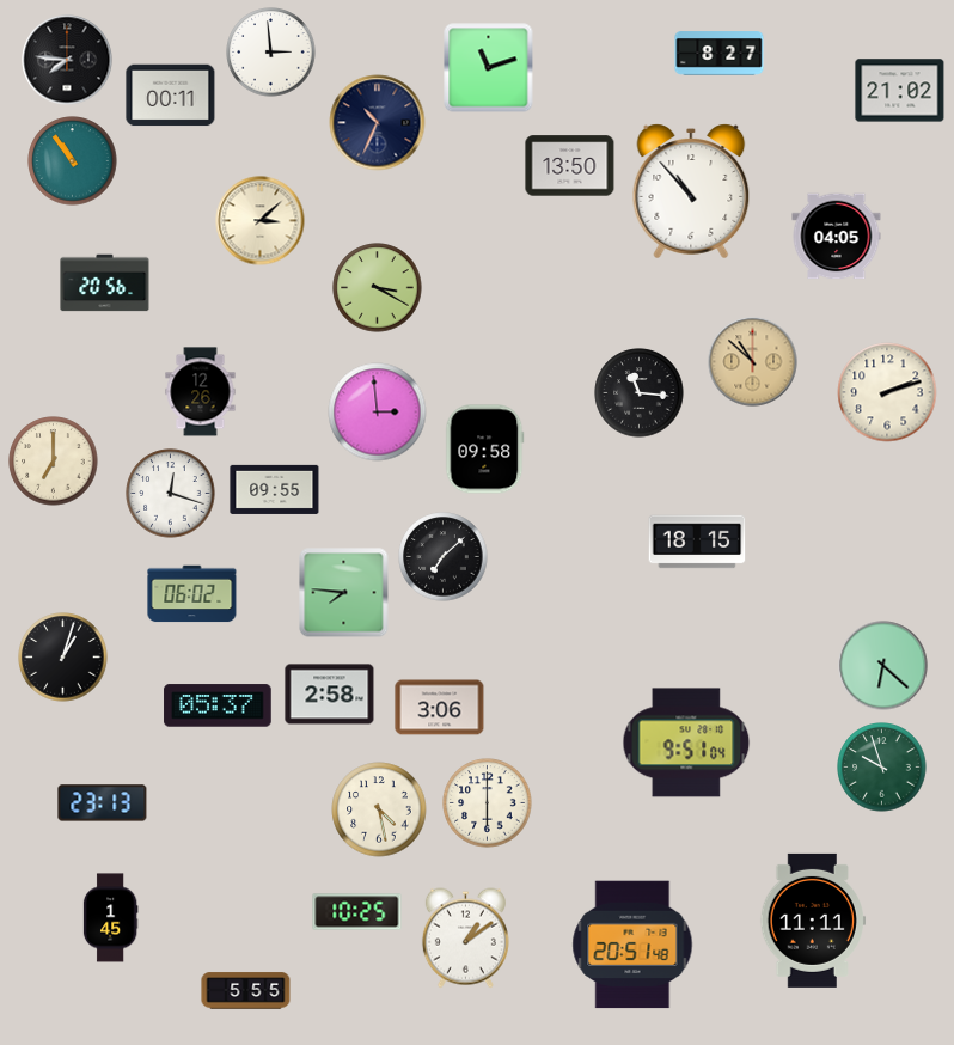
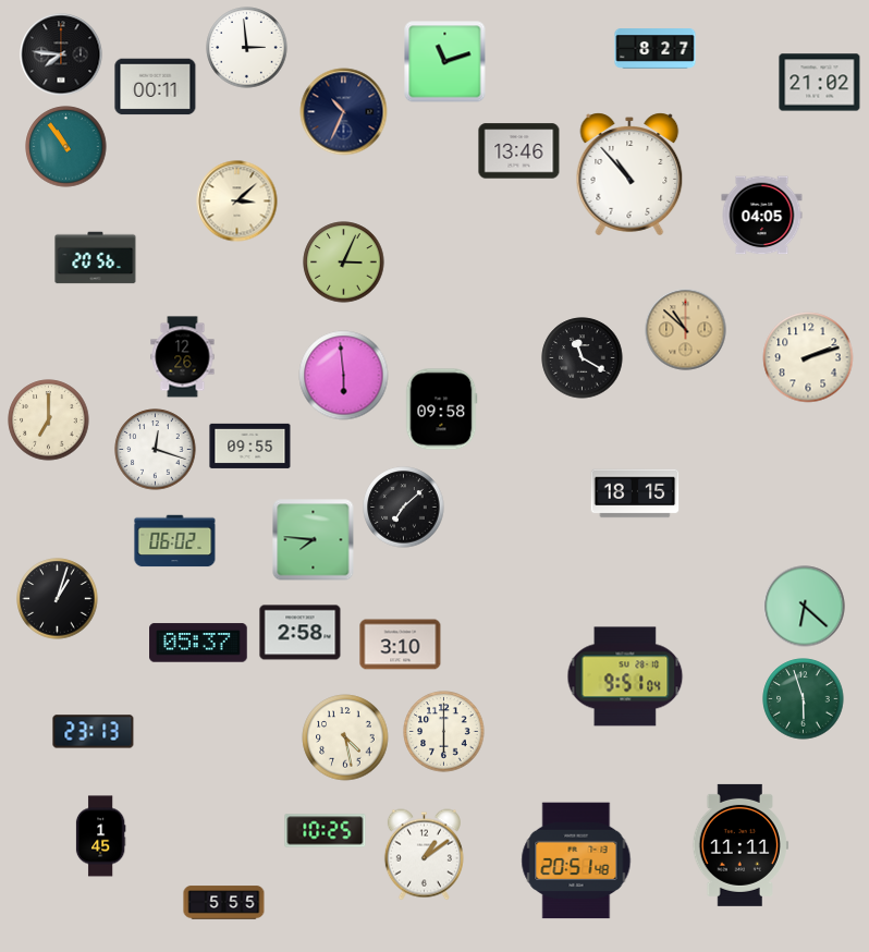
clock at (570, 166): 13:50 -> 13:46
clock at (378, 288): 3:20 -> 3:04
clock at (640, 393): 11:16 -> 11:20
clock at (378, 412): 2:59 -> 5:59
clock at (440, 708): 3:06 -> 3:10
clock at (882, 768): 9:57 -> 5:57
clock at (813, 921) position: (813, 921) -> (741, 845)
